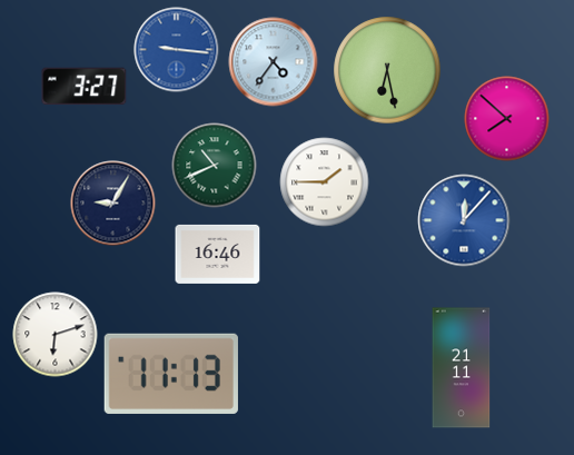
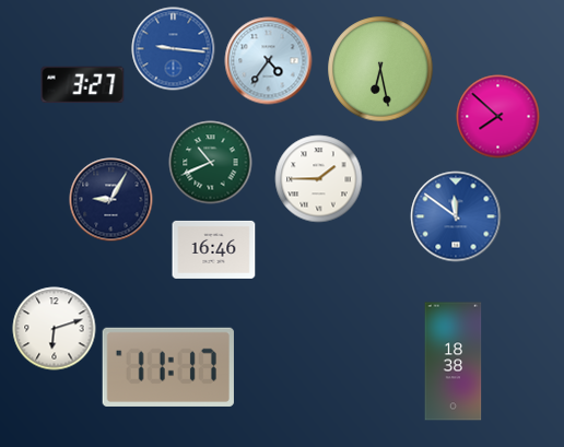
clock at (464, 220): 12:07 -> 11:51
clock at (462, 368): 21:11 -> 18:38
clock at (171, 374): 11:13 -> 11:17
